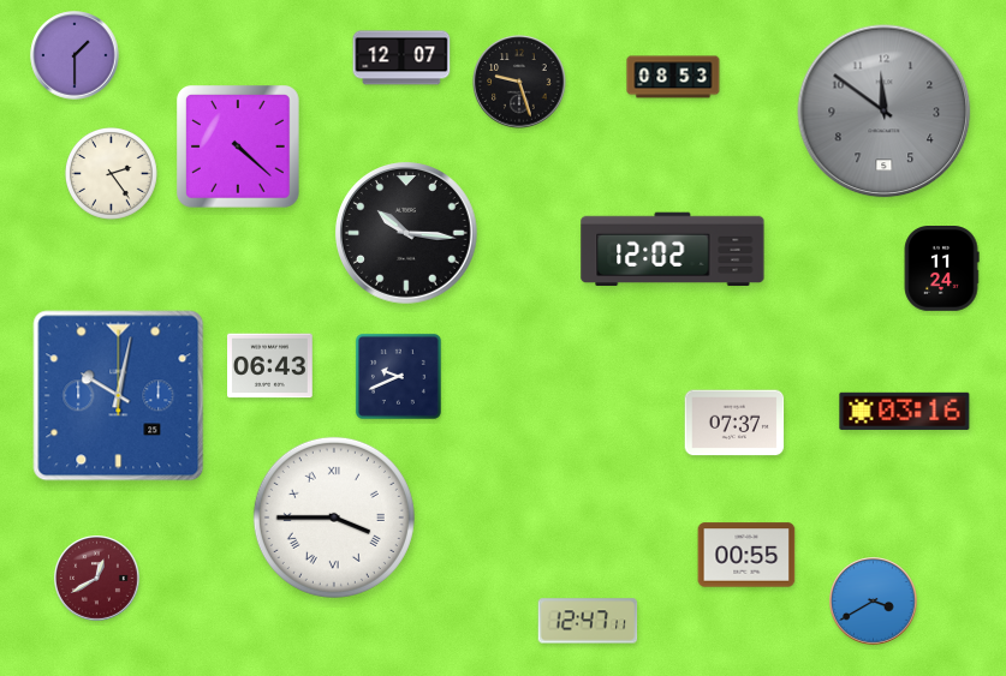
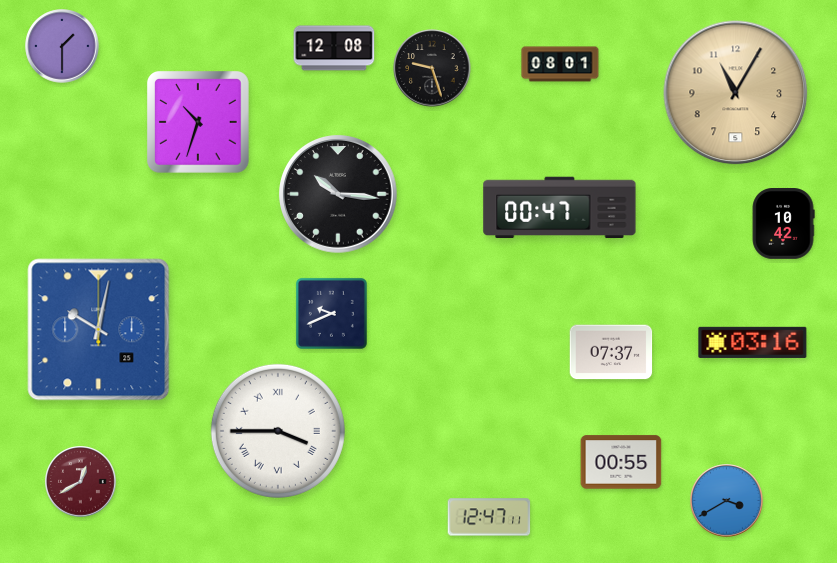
clock at (401, 58): 12:07 -> 12:08
clock at (673, 77): 08:53 -> 08:01
clock at (885, 112): 11:51 -> 11:05
clock at (885, 112) dial: grey -> champagne
clock at (239, 148): 4:22 -> 10:33
clock at (111, 173): 2:24 -> none
clock at (673, 250): 12:02 -> 00:47
clock at (941, 269): 11:24 -> 10:42
clock at (270, 366): 06:43 -> none
